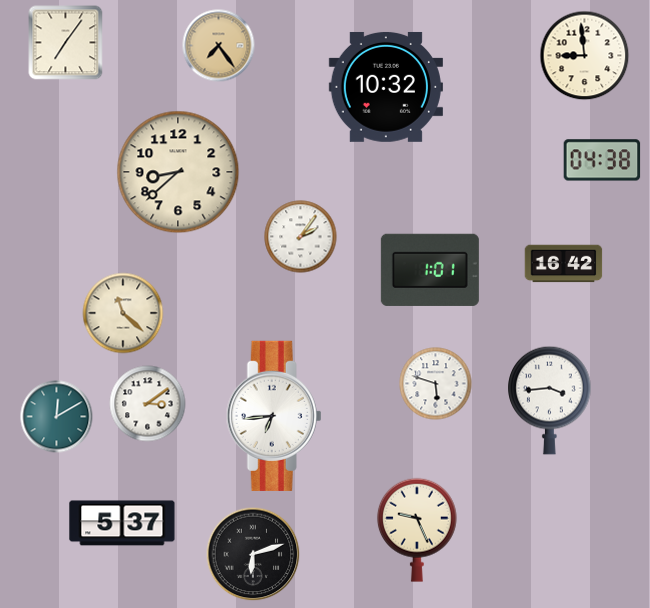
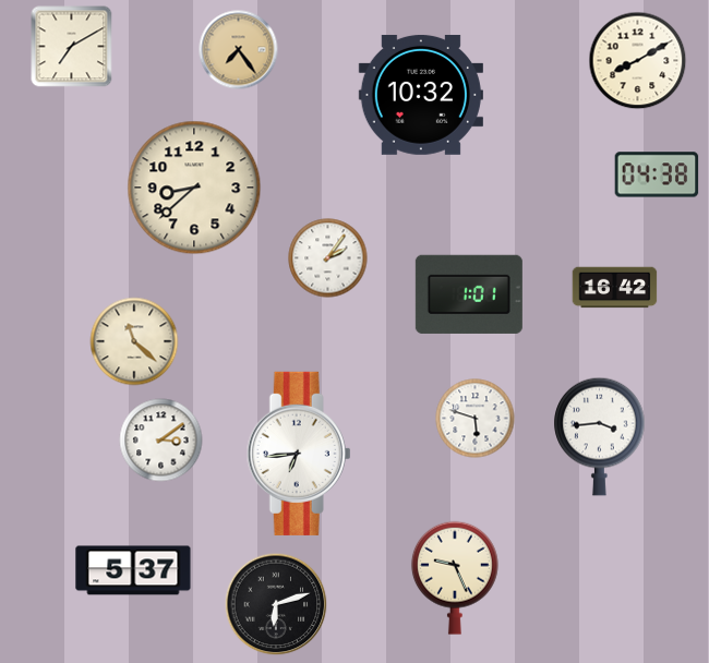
clock at (66, 43): 7:06 -> 7:10
clock at (585, 56): 8:59 -> 8:10
clock at (57, 417): 12:10 -> none
